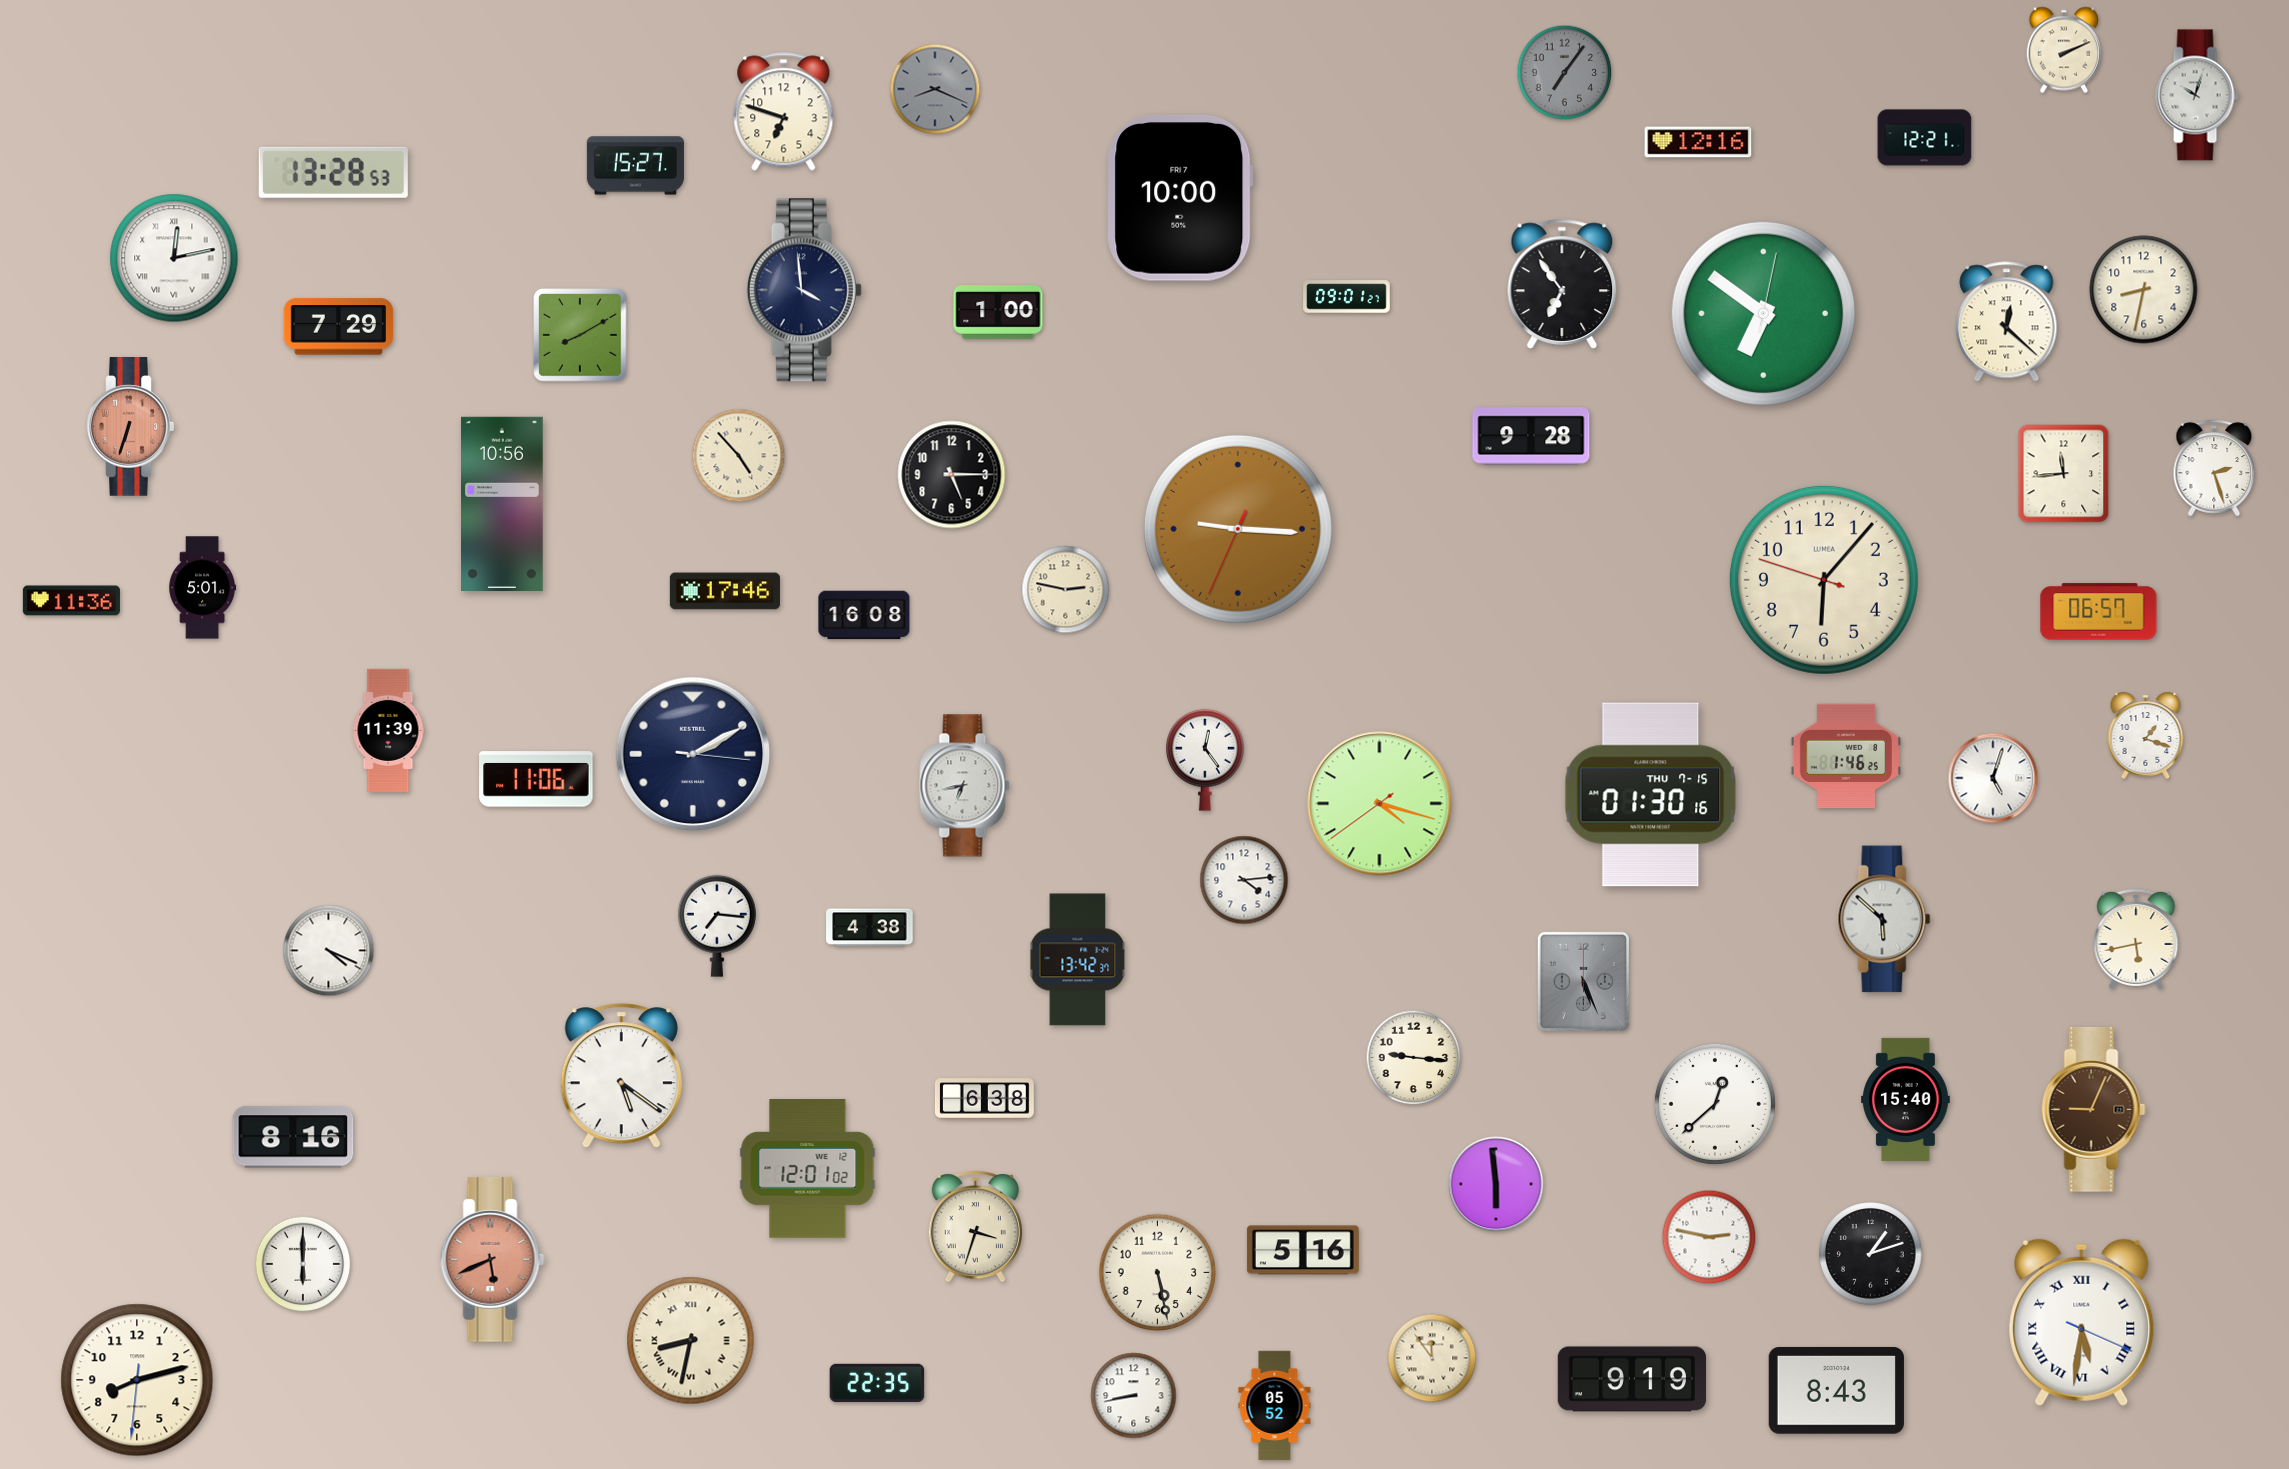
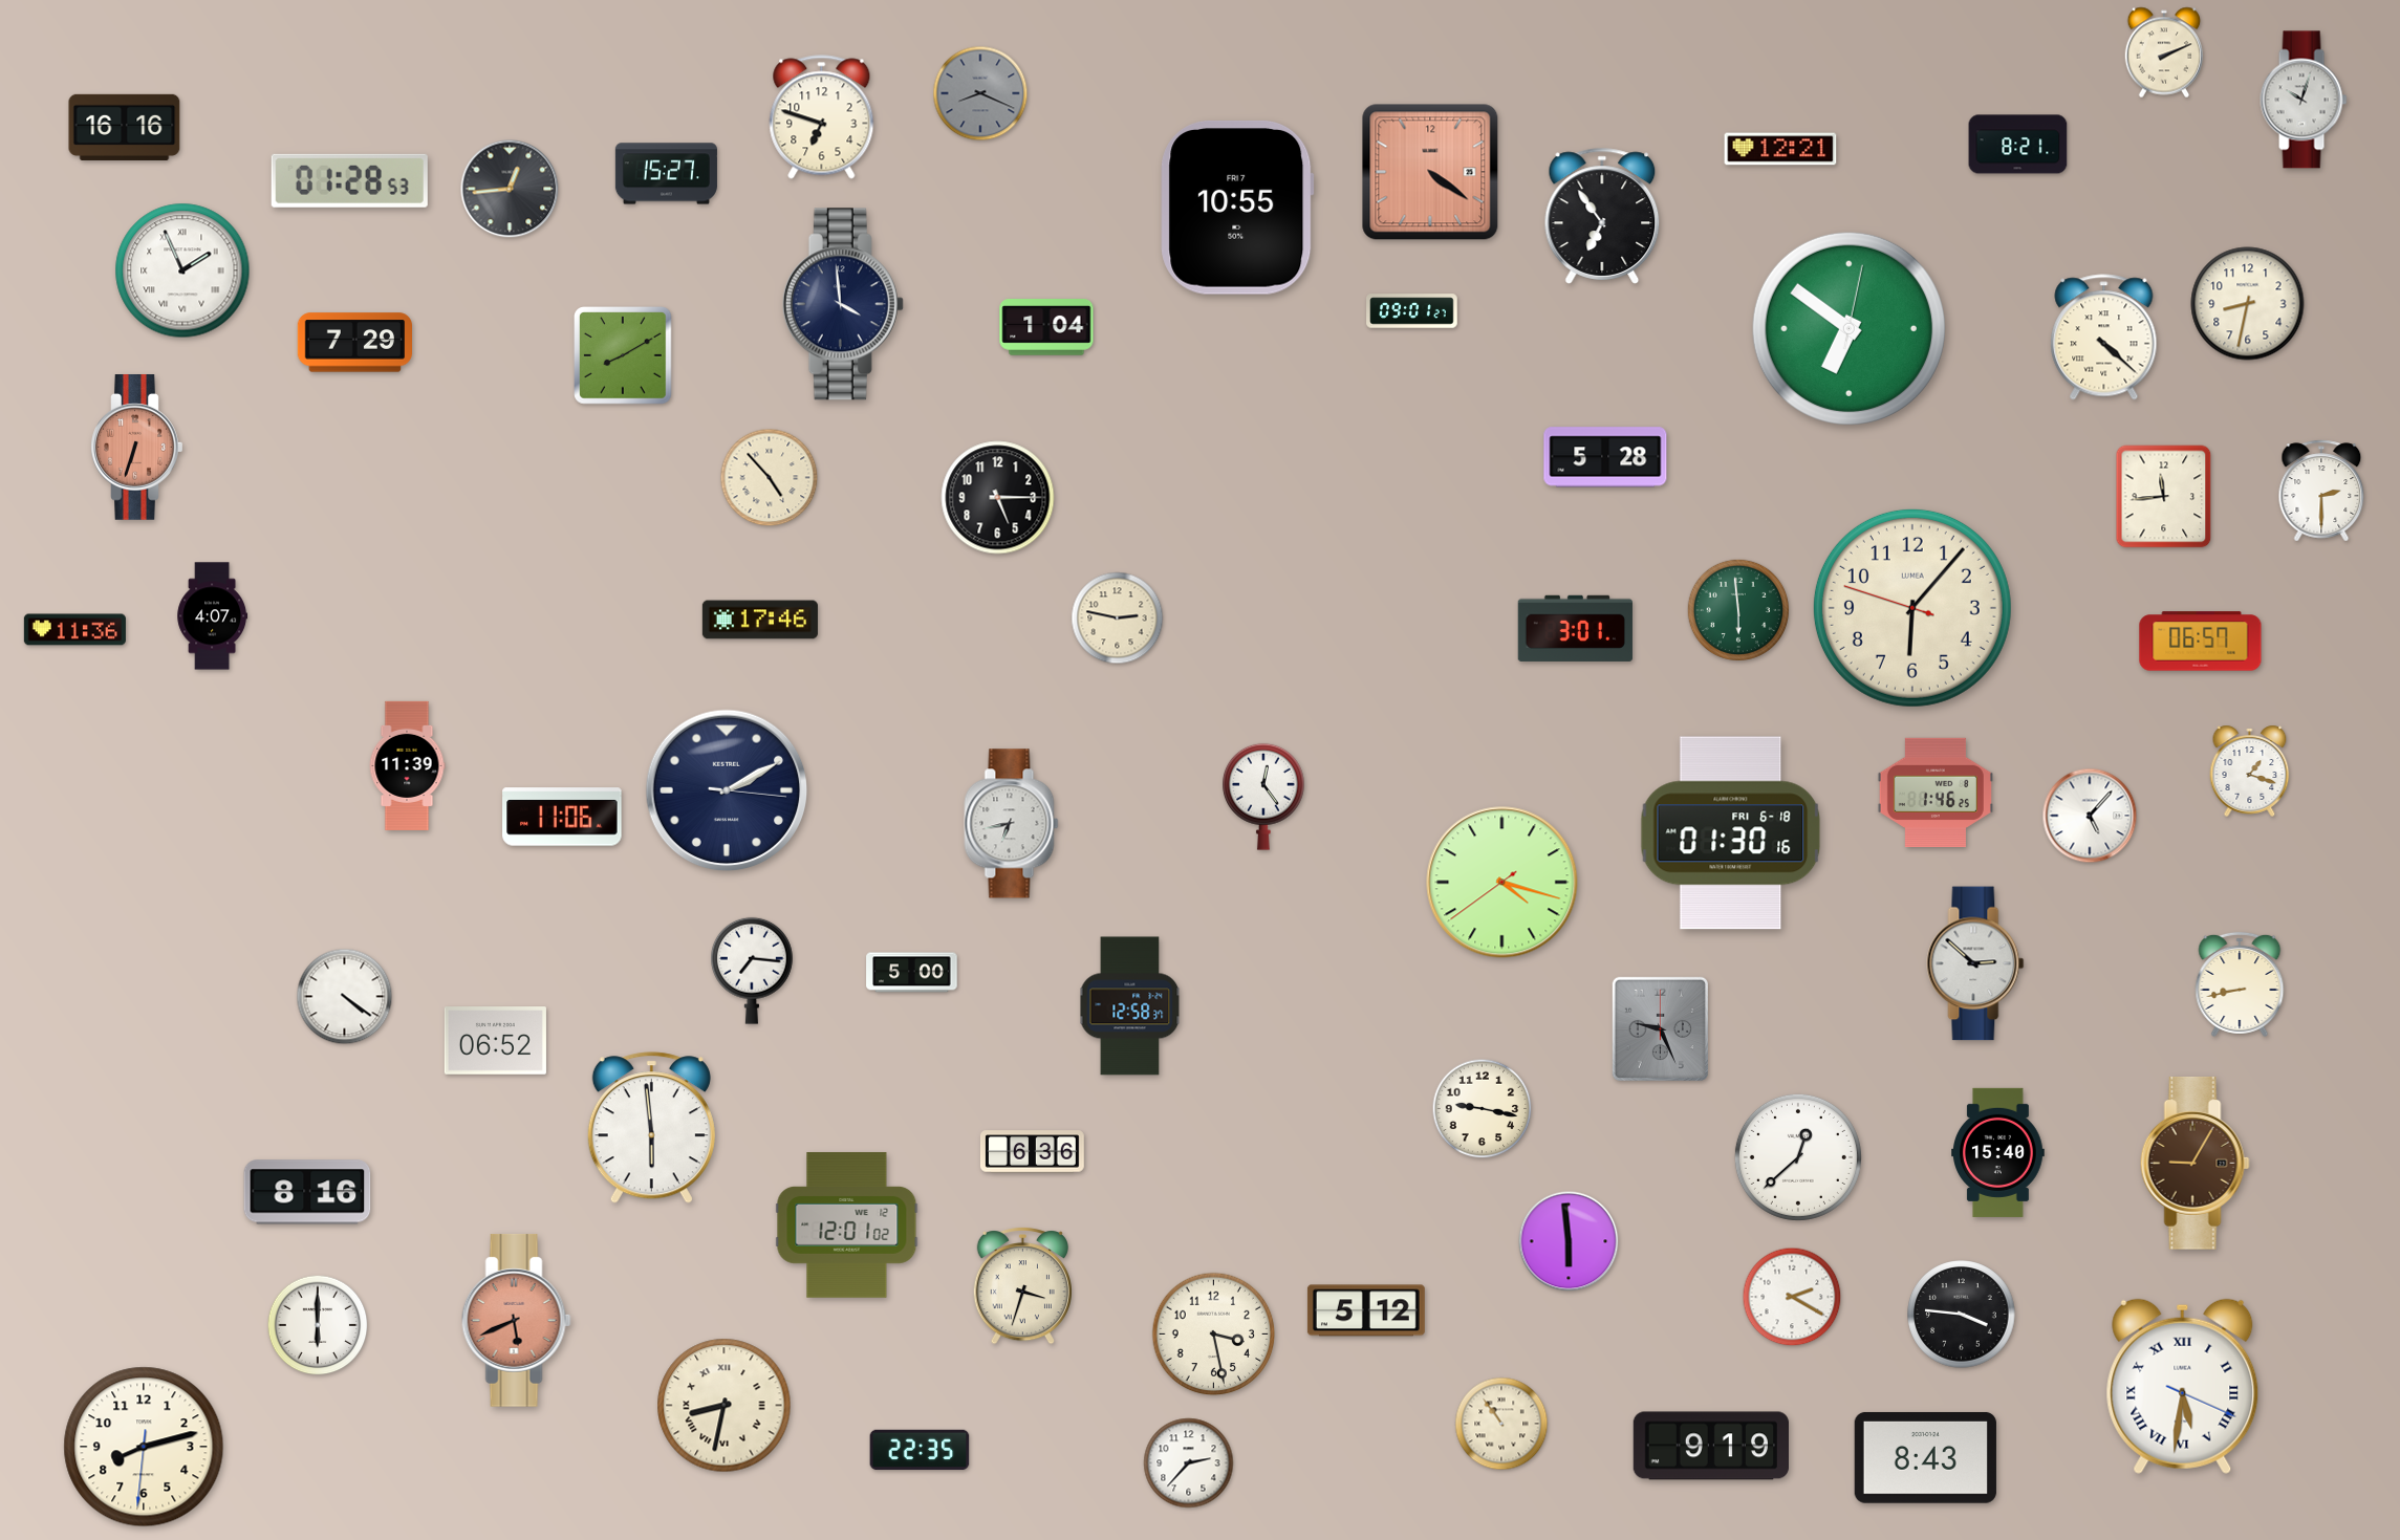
clock at (1565, 73): 7:06 -> none
clock at (125, 127): none -> 16:16
clock at (1925, 138): 12:21 -> 8:21
clock at (1698, 142): 12:16 -> 12:21
clock at (1430, 172): none -> 4:21
clock at (333, 172): 13:28 -> 01:28
clock at (510, 189): none -> 12:44
clock at (1180, 199): 10:00 -> 10:55
clock at (174, 258): 12:13 -> 1:56
clock at (1562, 284) position: (1562, 284) -> (1602, 216)
clock at (998, 313): 1:00 -> 1:04
clock at (2007, 322): 12:22 -> 4:22
clock at (581, 336) position: (581, 336) -> (624, 356)
clock at (1531, 436): 9:28 -> 5:28
clock at (739, 456) position: (739, 456) -> (770, 478)
clock at (2214, 468): 2:27 -> 2:30
clock at (502, 503): 10:56 -> none
clock at (1238, 529): 9:15 -> none
clock at (1737, 609): none -> 5:59
clock at (203, 588): 5:01 -> 4:07
clock at (1575, 628): none -> 3:01
clock at (864, 615): 16:08 -> none
clock at (1993, 778): 5:03 -> 5:07
clock at (1651, 795) date: THU 7-15 -> FRI 6-18
clock at (1380, 804) position: (1380, 804) -> (1502, 883)
clock at (1244, 880): 4:14 -> none
clock at (1884, 919): 5:52 -> 2:52
clock at (870, 928): 4:38 -> 5:00
clock at (2136, 939): 5:43 -> 8:43
clock at (329, 951): 4:19 -> 4:21
clock at (1078, 960): 13:42 -> 12:58
clock at (1583, 981): 5:26 -> 9:26
clock at (495, 1041): none -> 06:52
clock at (1414, 1058): 9:16 -> 9:17
clock at (621, 1076): 5:21 -> 5:59
clock at (984, 1099): 6:38 -> 6:36
clock at (2093, 1109): 9:04 -> 9:05
clock at (1709, 1237): 2:47 -> 2:20
clock at (1303, 1250): 5:16 -> 5:12
clock at (1871, 1254): 1:12 -> 3:46
clock at (1158, 1273): 5:28 -> 3:28
clock at (1432, 1358): 11:54 -> 10:54
clock at (1134, 1396): 8:43 -> 2:37
clock at (1275, 1406): 05:52 -> none
